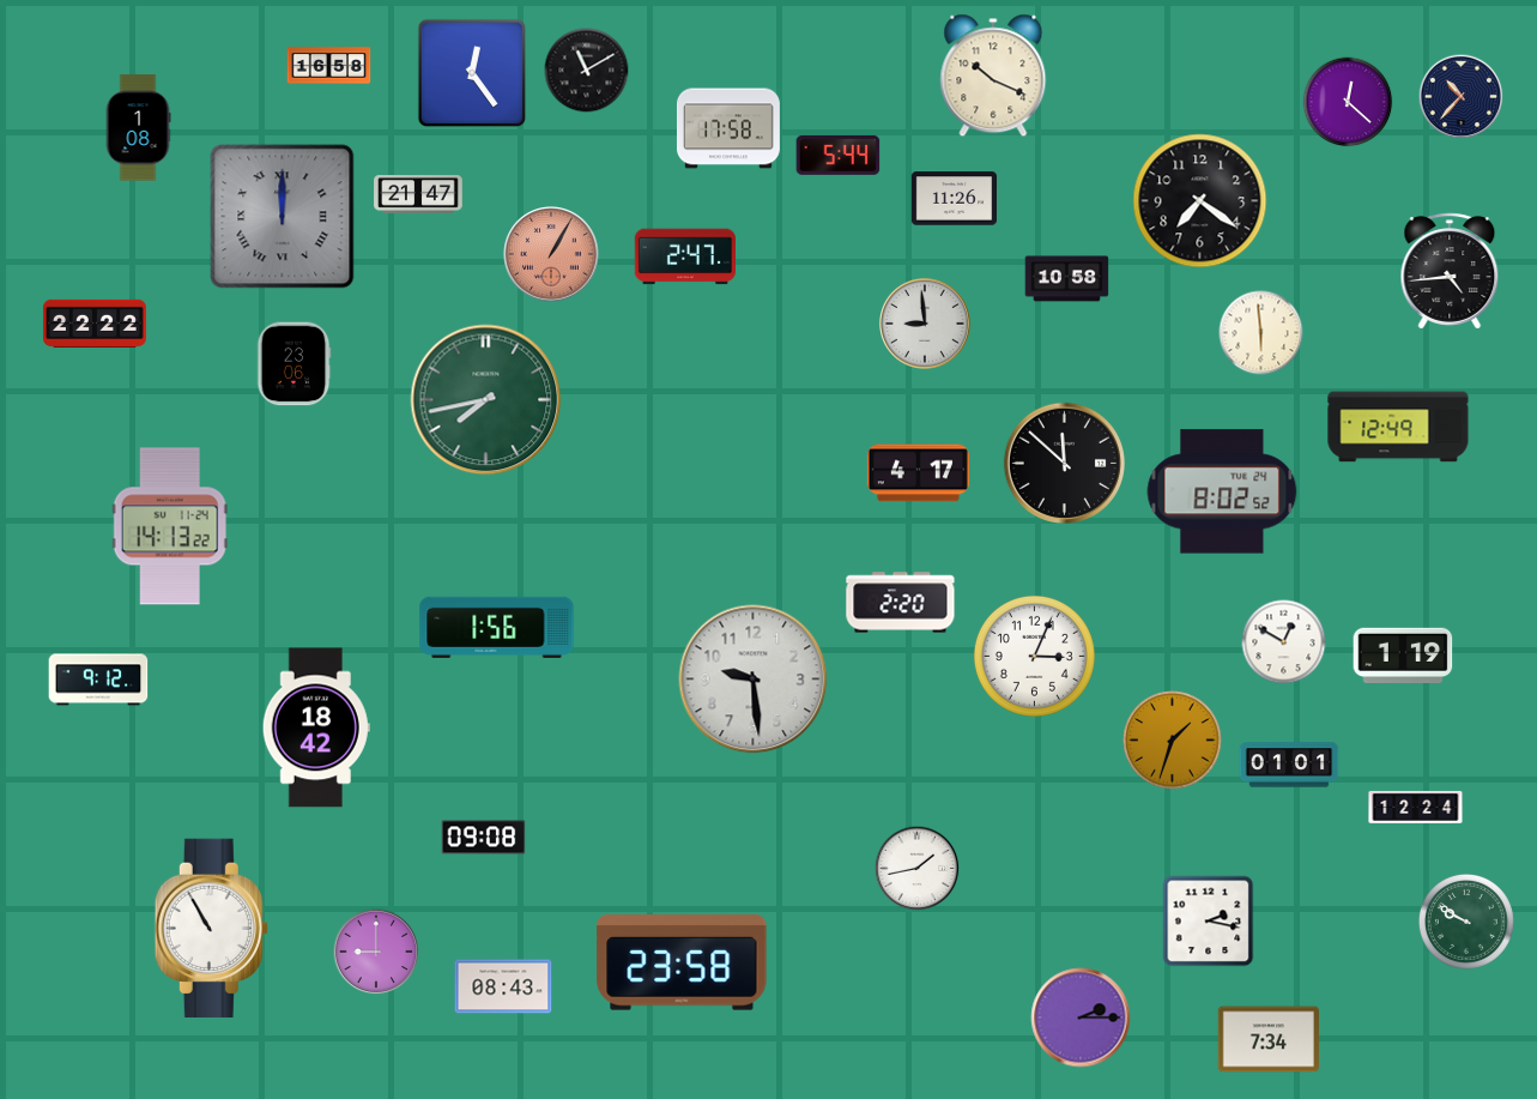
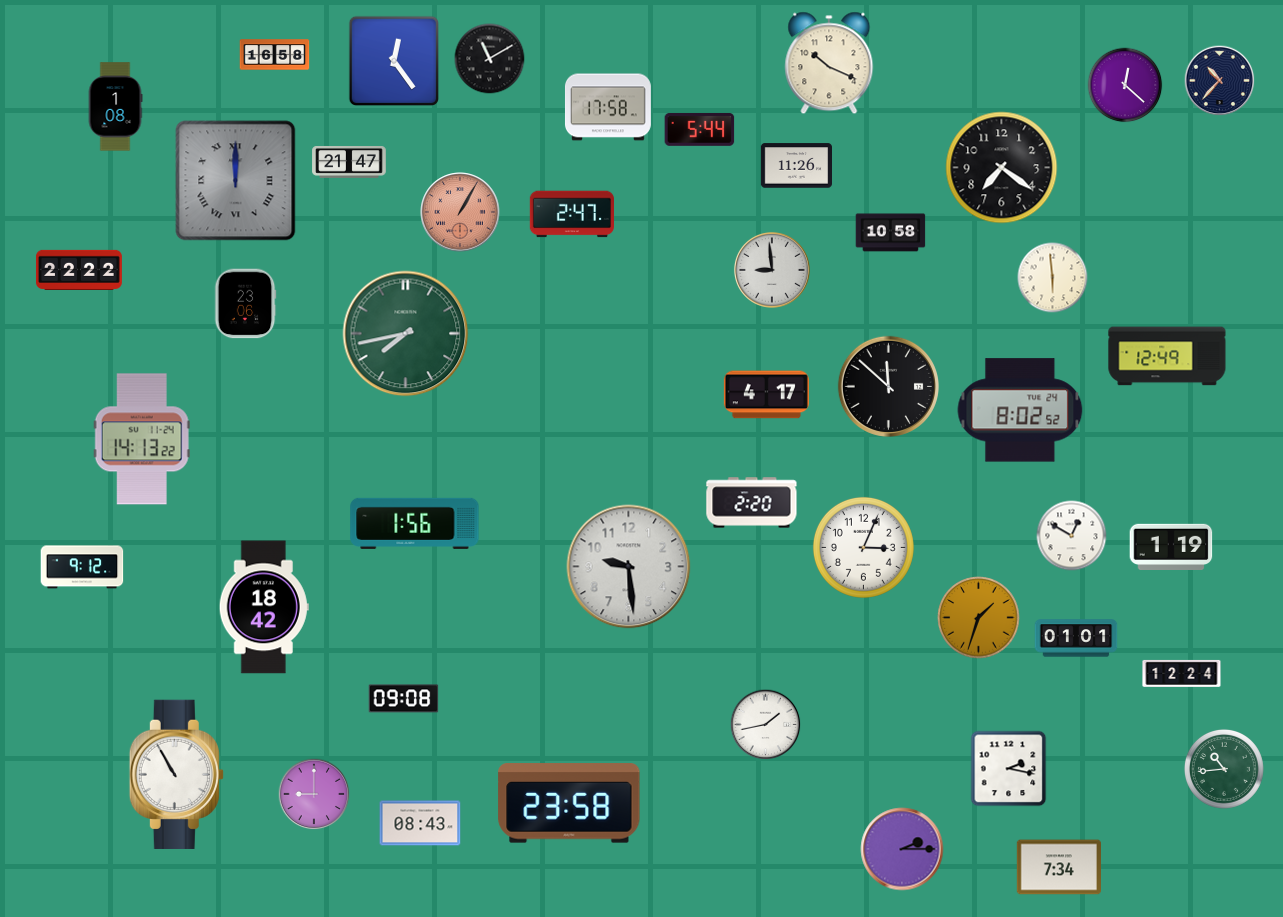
clock at (1450, 271): 4:44 -> none
clock at (1466, 922): 9:50 -> 10:44
